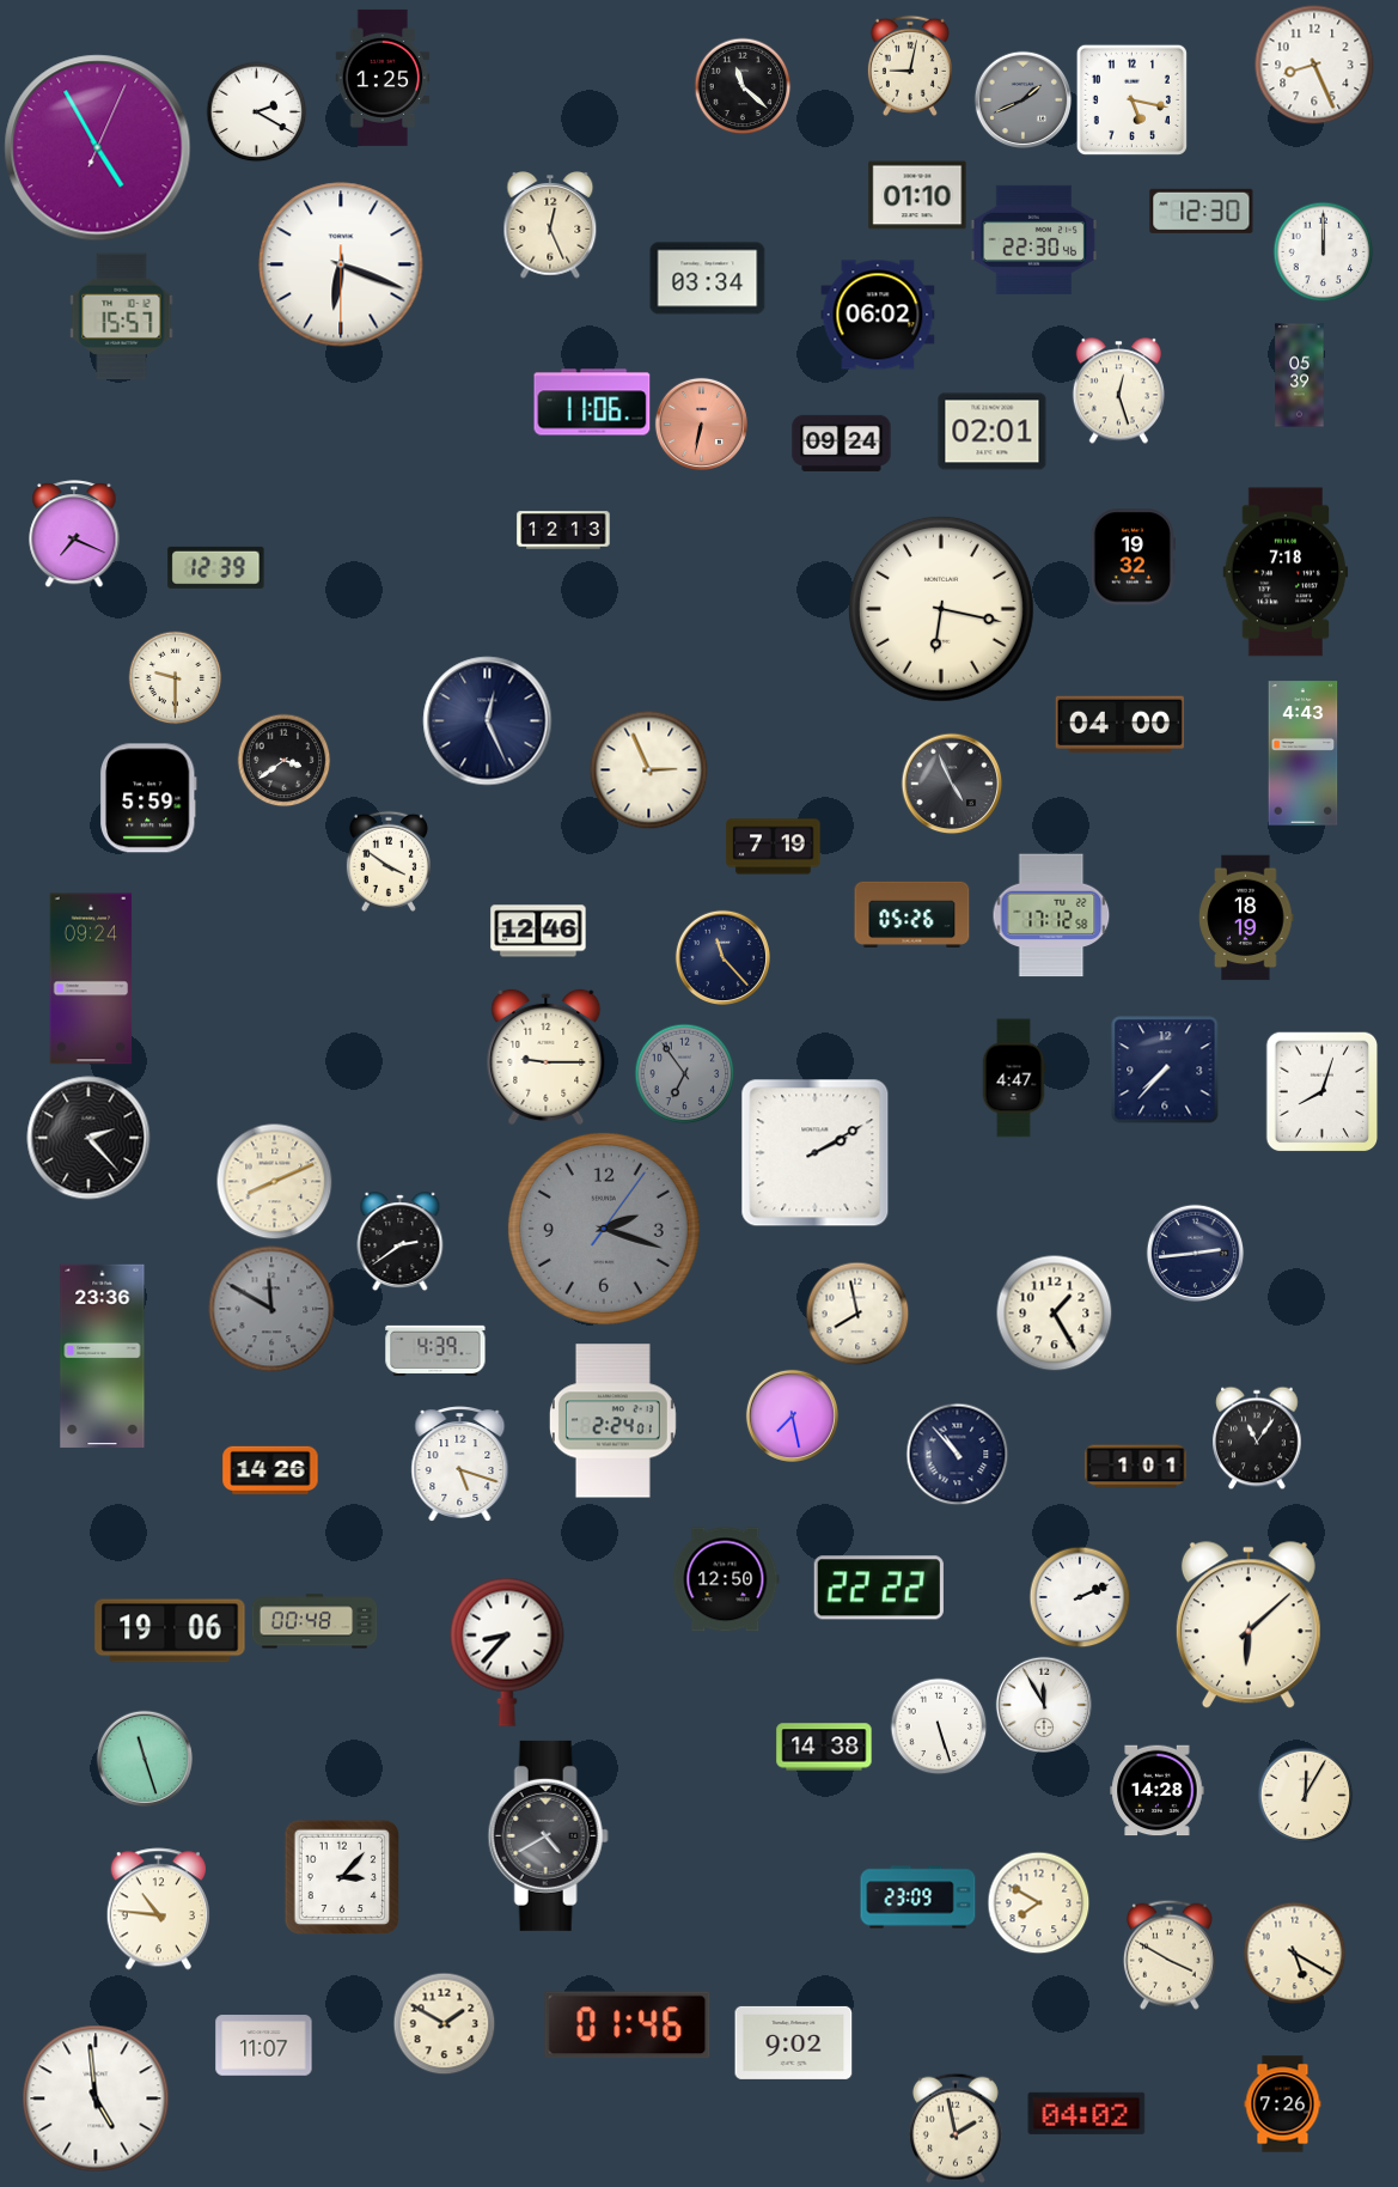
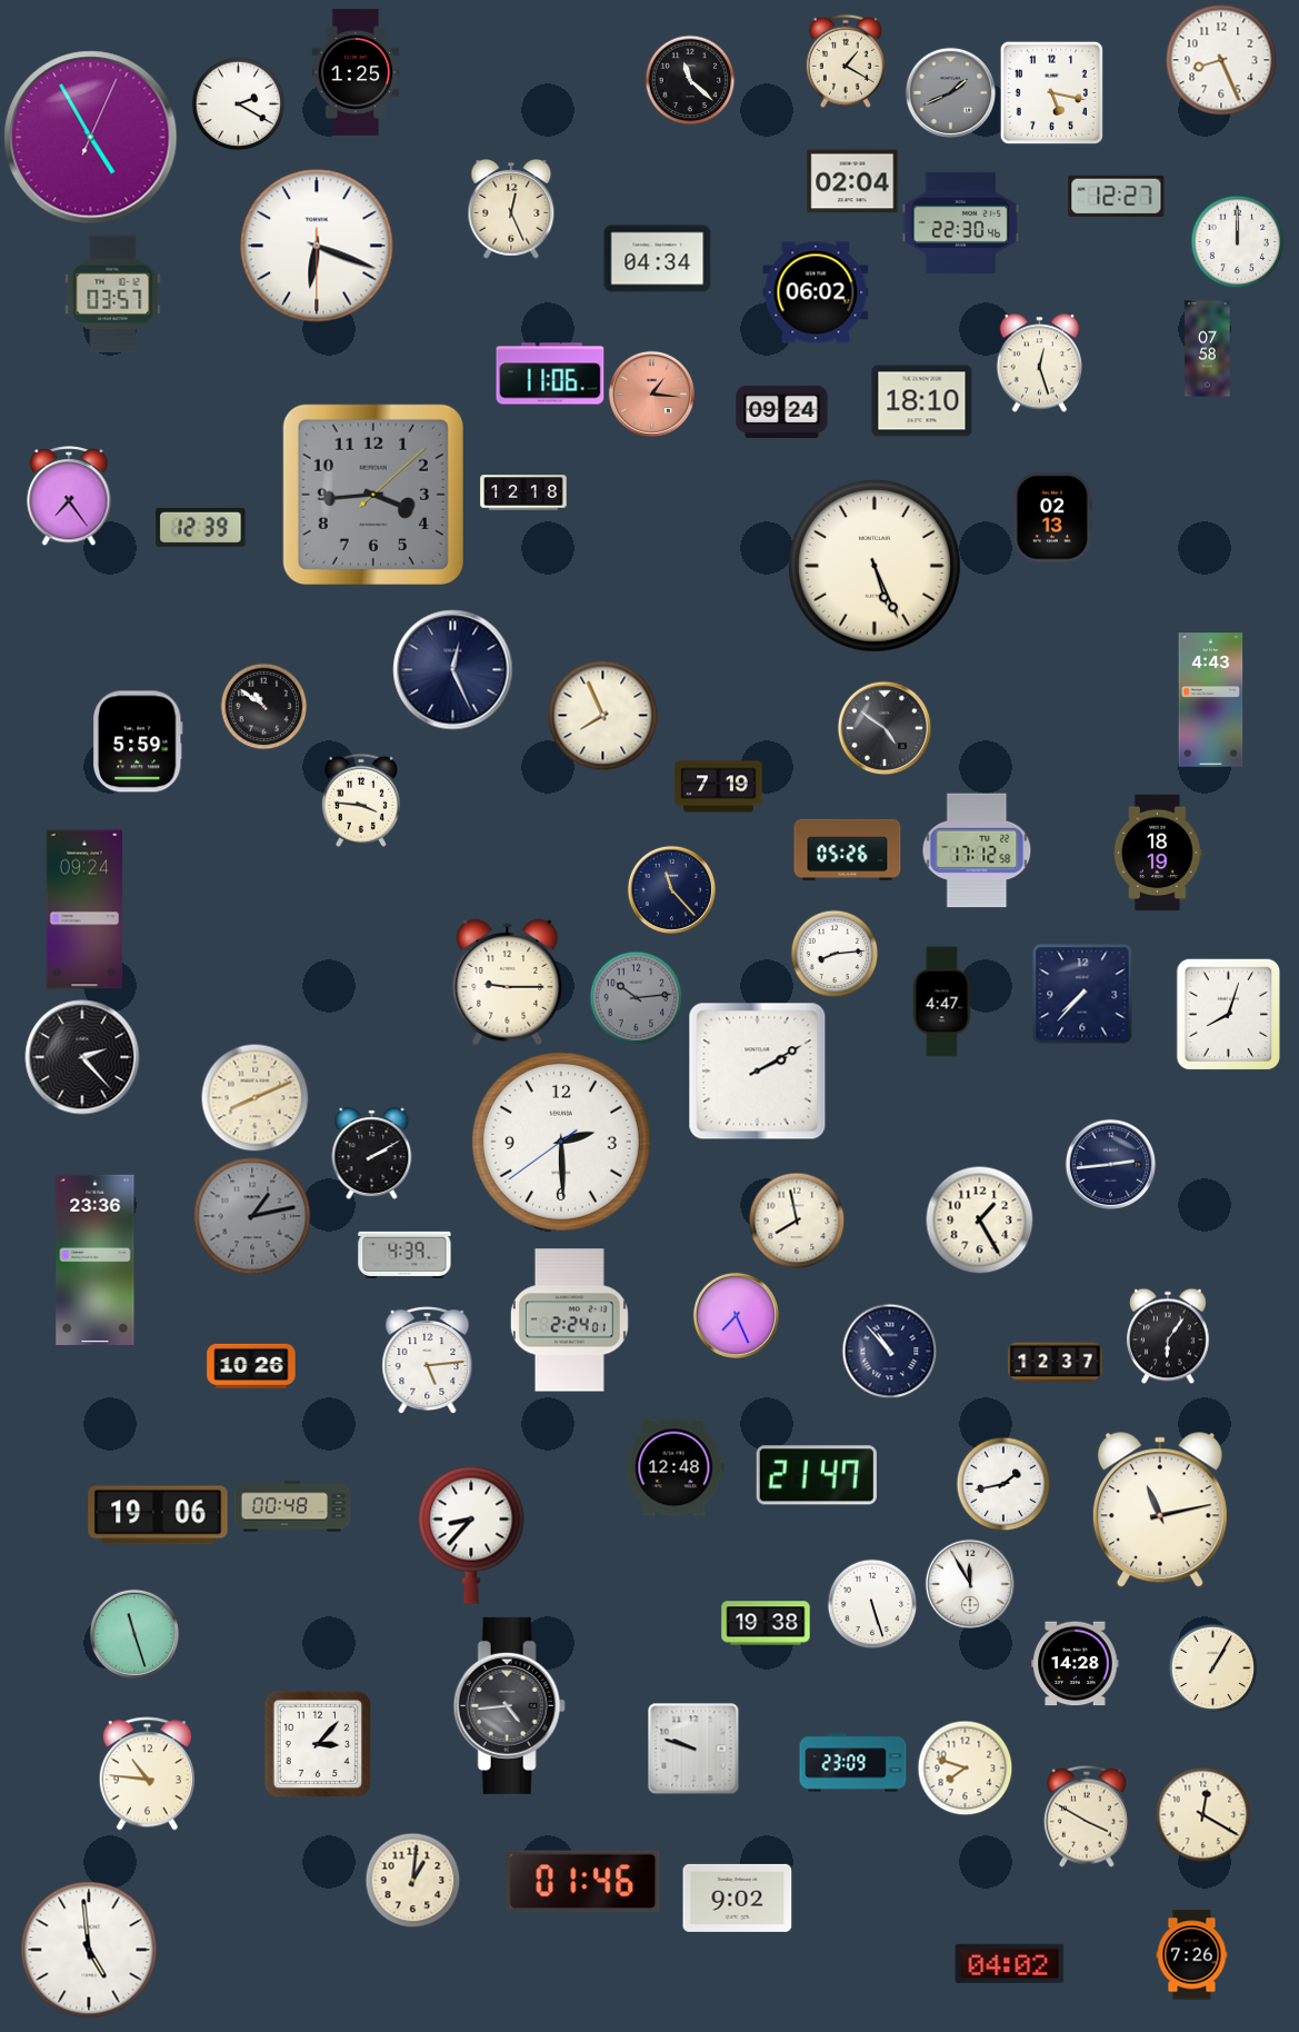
clock at (910, 66): 9:02 -> 1:20
clock at (917, 195): 01:10 -> 02:04
clock at (1202, 211): 12:30 -> 12:27
clock at (1323, 251) position: (1323, 251) -> (1237, 241)
clock at (708, 279): 03:34 -> 04:34
clock at (122, 317): 15:57 -> 03:57
clock at (1300, 376): 05:39 -> 07:58
clock at (701, 424): 6:32 -> 1:16
clock at (993, 432): 02:01 -> 18:10
clock at (563, 530): 12:13 -> 12:18
clock at (373, 495): none -> 3:44
clock at (74, 535): 7:19 -> 7:24
clock at (1133, 558): 19:32 -> 02:13
clock at (1286, 572): 7:18 -> none
clock at (941, 609): 6:17 -> 5:26
clock at (175, 677): 9:30 -> none
clock at (1119, 725): 04:00 -> none
clock at (283, 760): 3:39 -> 10:51
clock at (649, 770): 2:56 -> 7:56
clock at (952, 784): 4:56 -> 4:51
clock at (389, 861): 3:51 -> 3:46
clock at (538, 931): 12:46 -> none
clock at (835, 954): none -> 8:14
clock at (684, 1073): 6:54 -> 10:14
clock at (604, 1229): 2:18 -> 2:29
clock at (604, 1229) dial: grey -> white
clock at (401, 1242): 2:39 -> 2:10
clock at (271, 1309): 11:50 -> 1:13
clock at (792, 1415): 7:28 -> 7:26
clock at (1257, 1438): 11:06 -> 6:06
clock at (460, 1464): 5:18 -> 5:14
clock at (1136, 1467): 1:01 -> 12:37
clock at (270, 1470): 14:26 -> 10:26
clock at (726, 1579): 12:50 -> 12:48
clock at (879, 1588): 22:22 -> 21:47
clock at (1080, 1597): 2:11 -> 1:43
clock at (1249, 1626): 6:08 -> 11:13
clock at (824, 1747): 14:38 -> 19:38
clock at (1305, 1795): 12:05 -> 1:05
clock at (548, 1835): 4:40 -> 4:44
clock at (693, 1749): none -> 9:48
clock at (1038, 1902): 7:50 -> 7:48
clock at (1294, 1953): 5:20 -> 12:20
clock at (444, 2023): 1:50 -> 1:01
clock at (264, 2046): 11:07 -> none
clock at (956, 2128): 1:58 -> none
